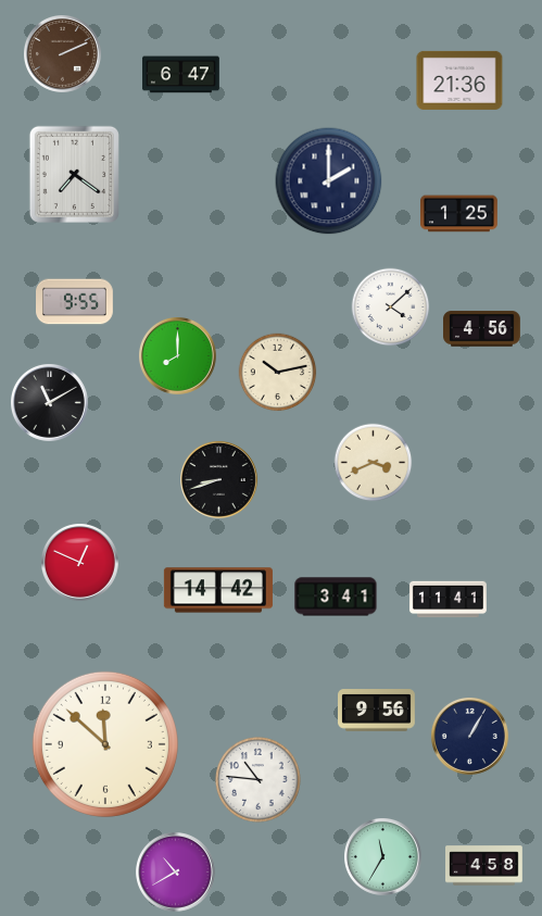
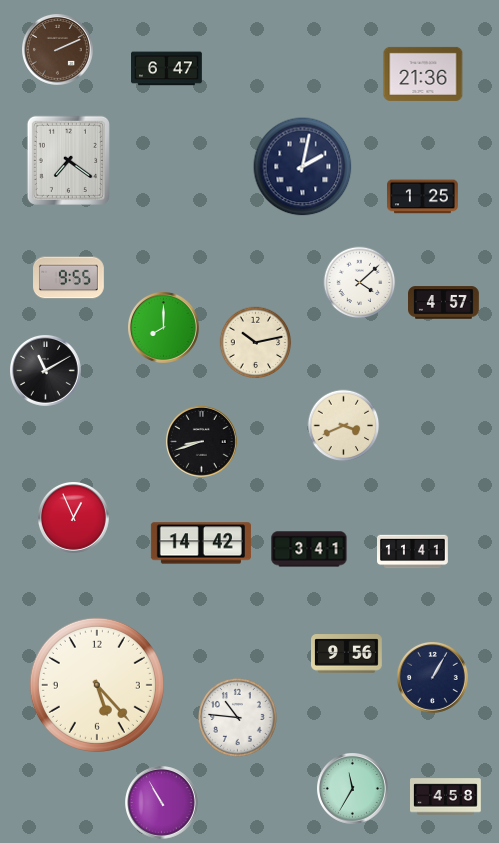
clock at (329, 181): 2:00 -> 2:02
clock at (482, 329): 4:56 -> 4:57
clock at (80, 563): 12:49 -> 12:56
clock at (105, 744): 11:52 -> 5:23
clock at (176, 873): 10:40 -> 10:55
